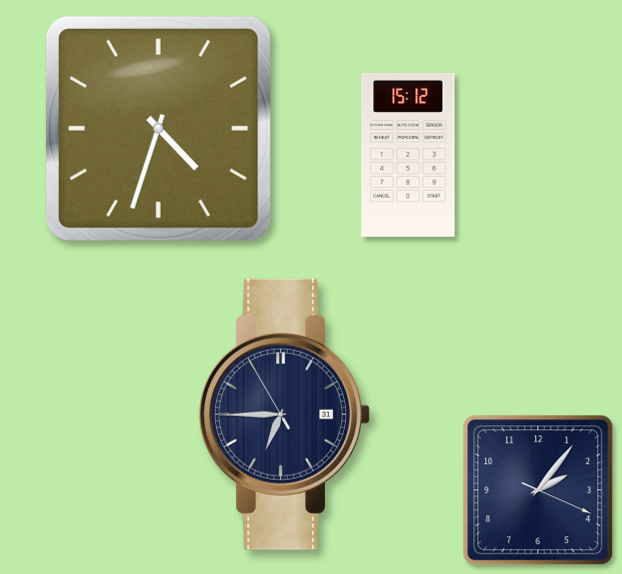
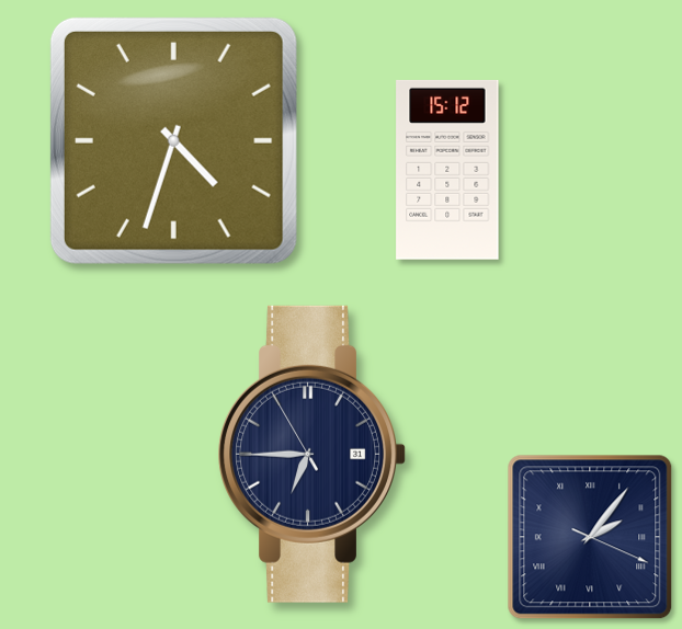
clock at (538, 490) numerals: Arabic -> Roman
